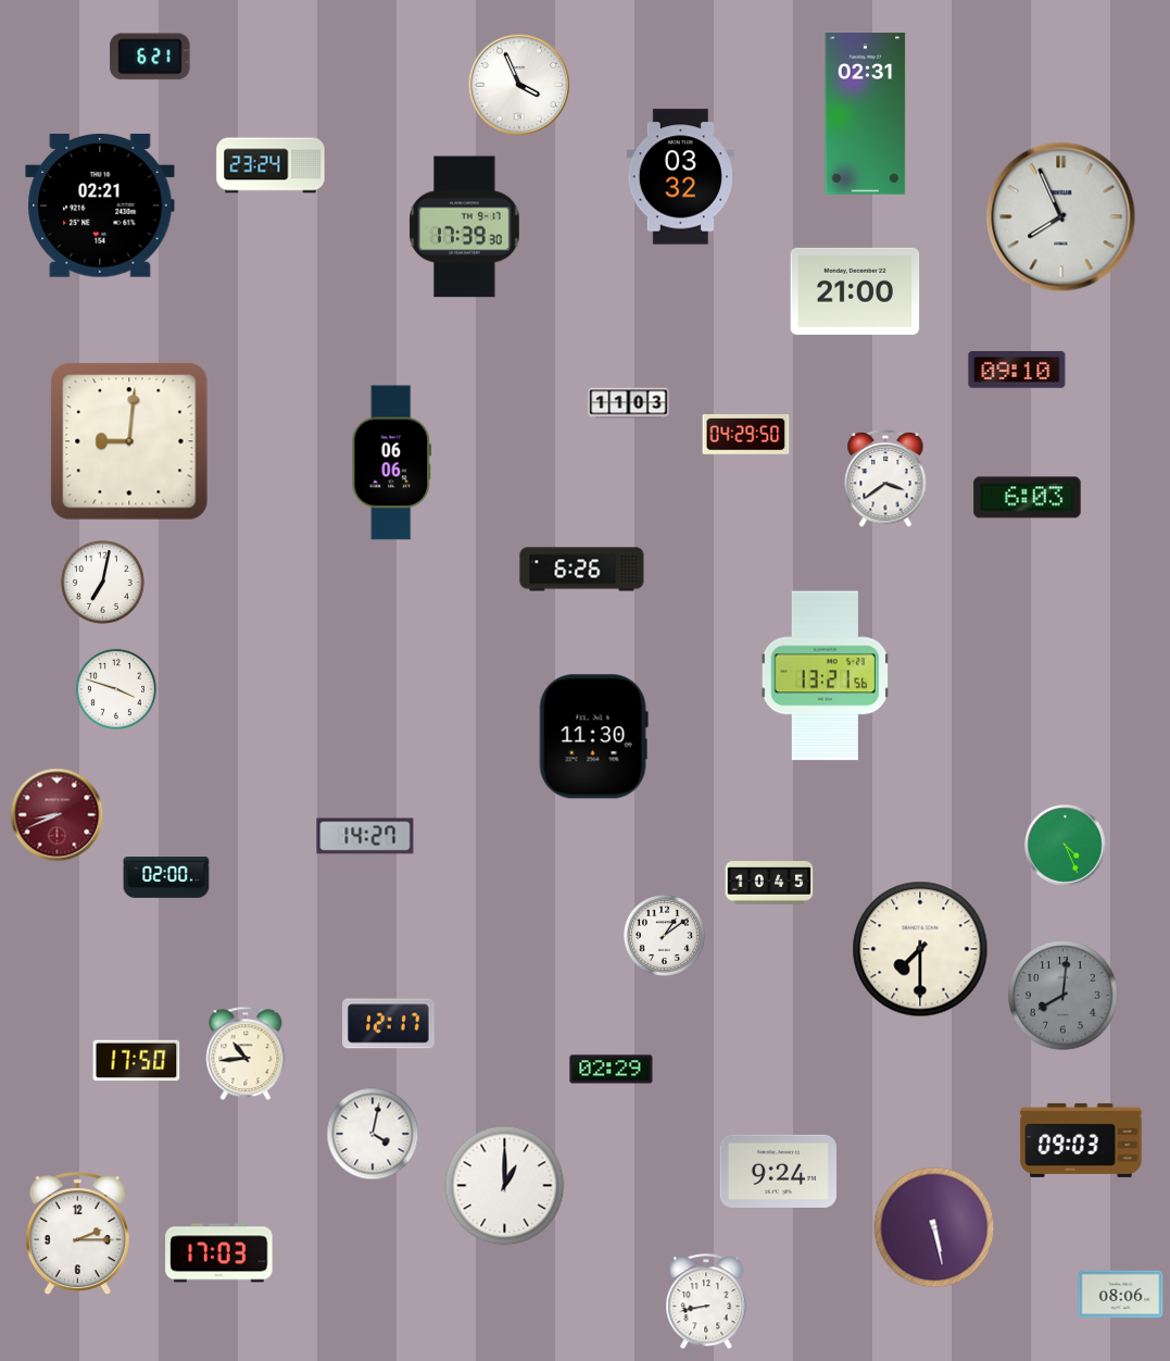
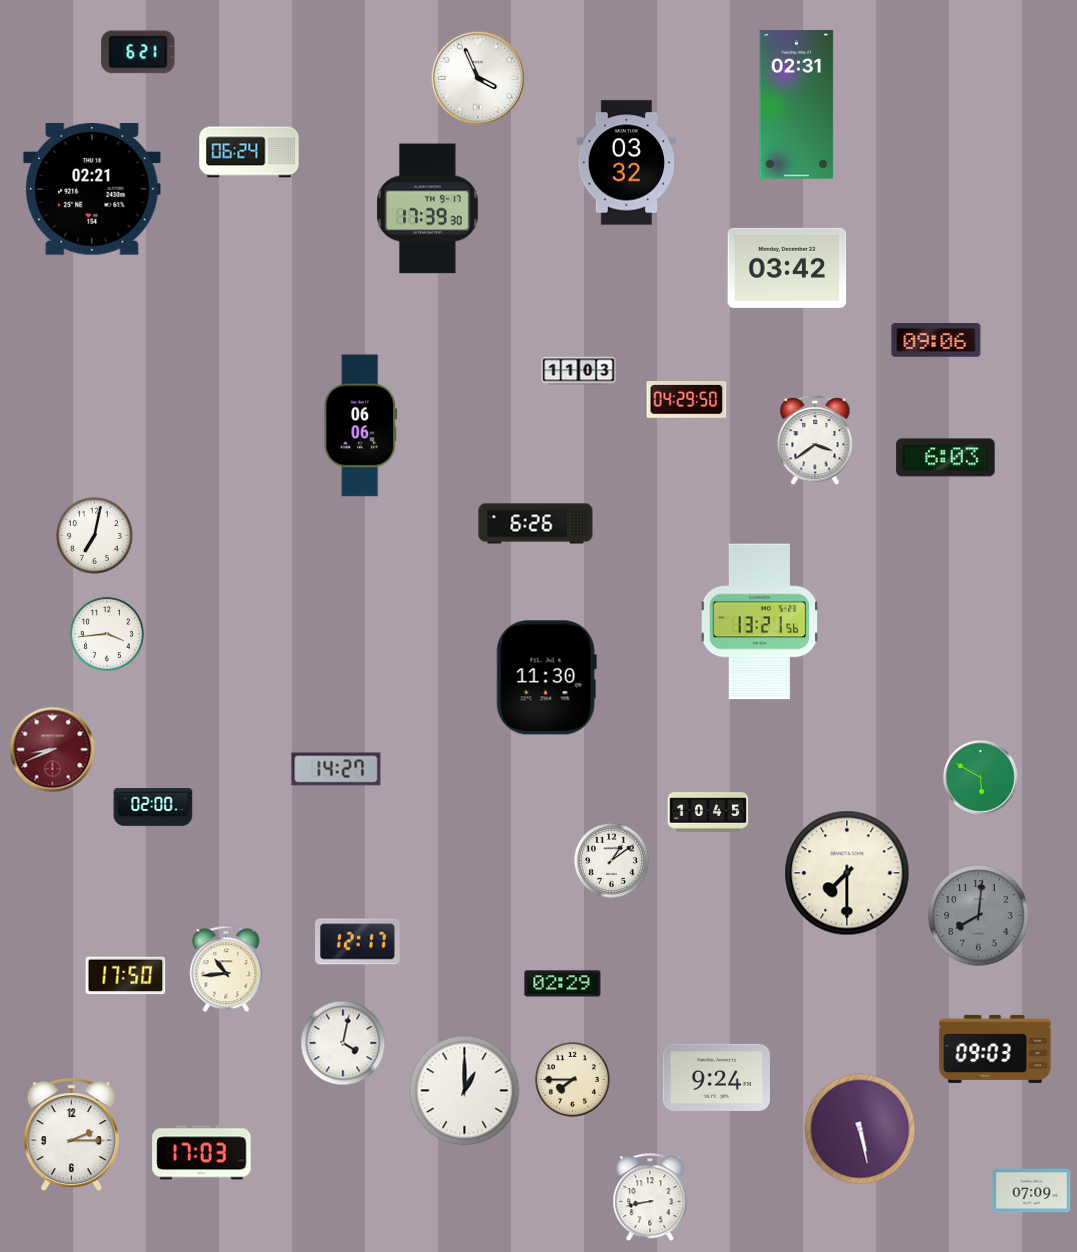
clock at (271, 165): 23:24 -> 06:24
clock at (1061, 217): 7:56 -> none
clock at (855, 291): 21:00 -> 03:42
clock at (1017, 370): 09:10 -> 09:06
clock at (129, 441): 9:01 -> none
clock at (116, 689): 3:48 -> 3:44
clock at (1066, 846): 4:26 -> 5:50
clock at (572, 1079): none -> 7:45
clock at (1121, 1295): 08:06 -> 07:09
